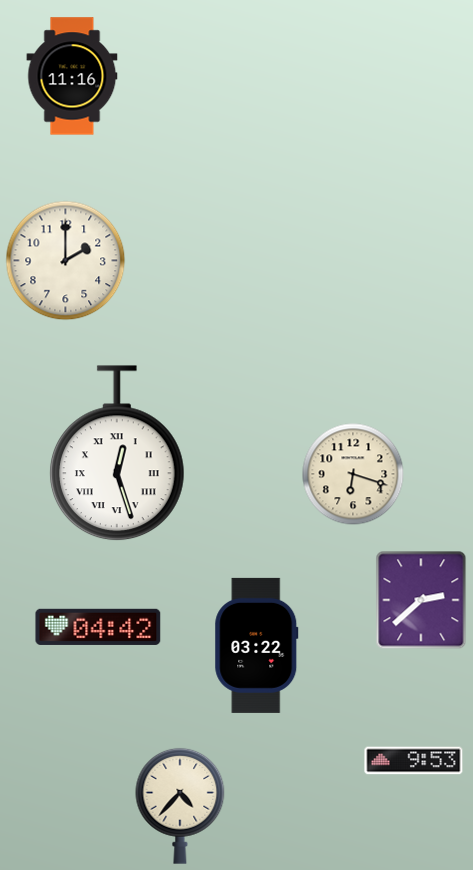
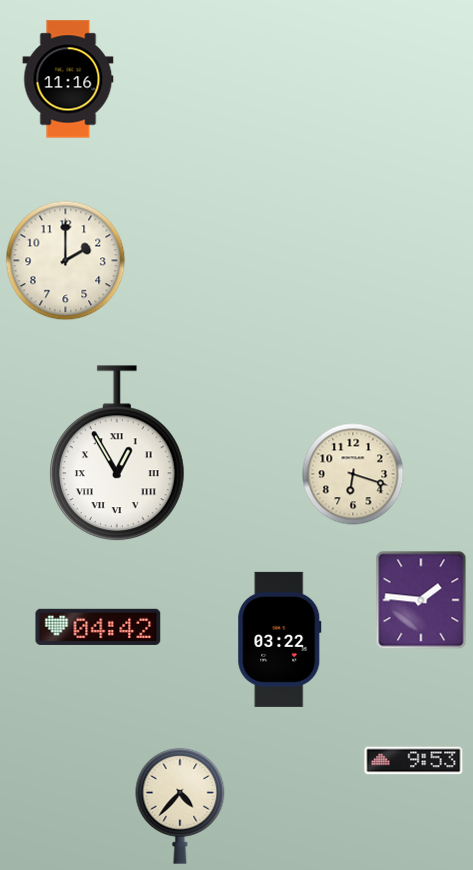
clock at (72, 76) position: (72, 76) -> (68, 79)
clock at (117, 454): 12:27 -> 12:55
clock at (421, 600): 2:38 -> 1:46
clock at (257, 645) position: (257, 645) -> (280, 639)
